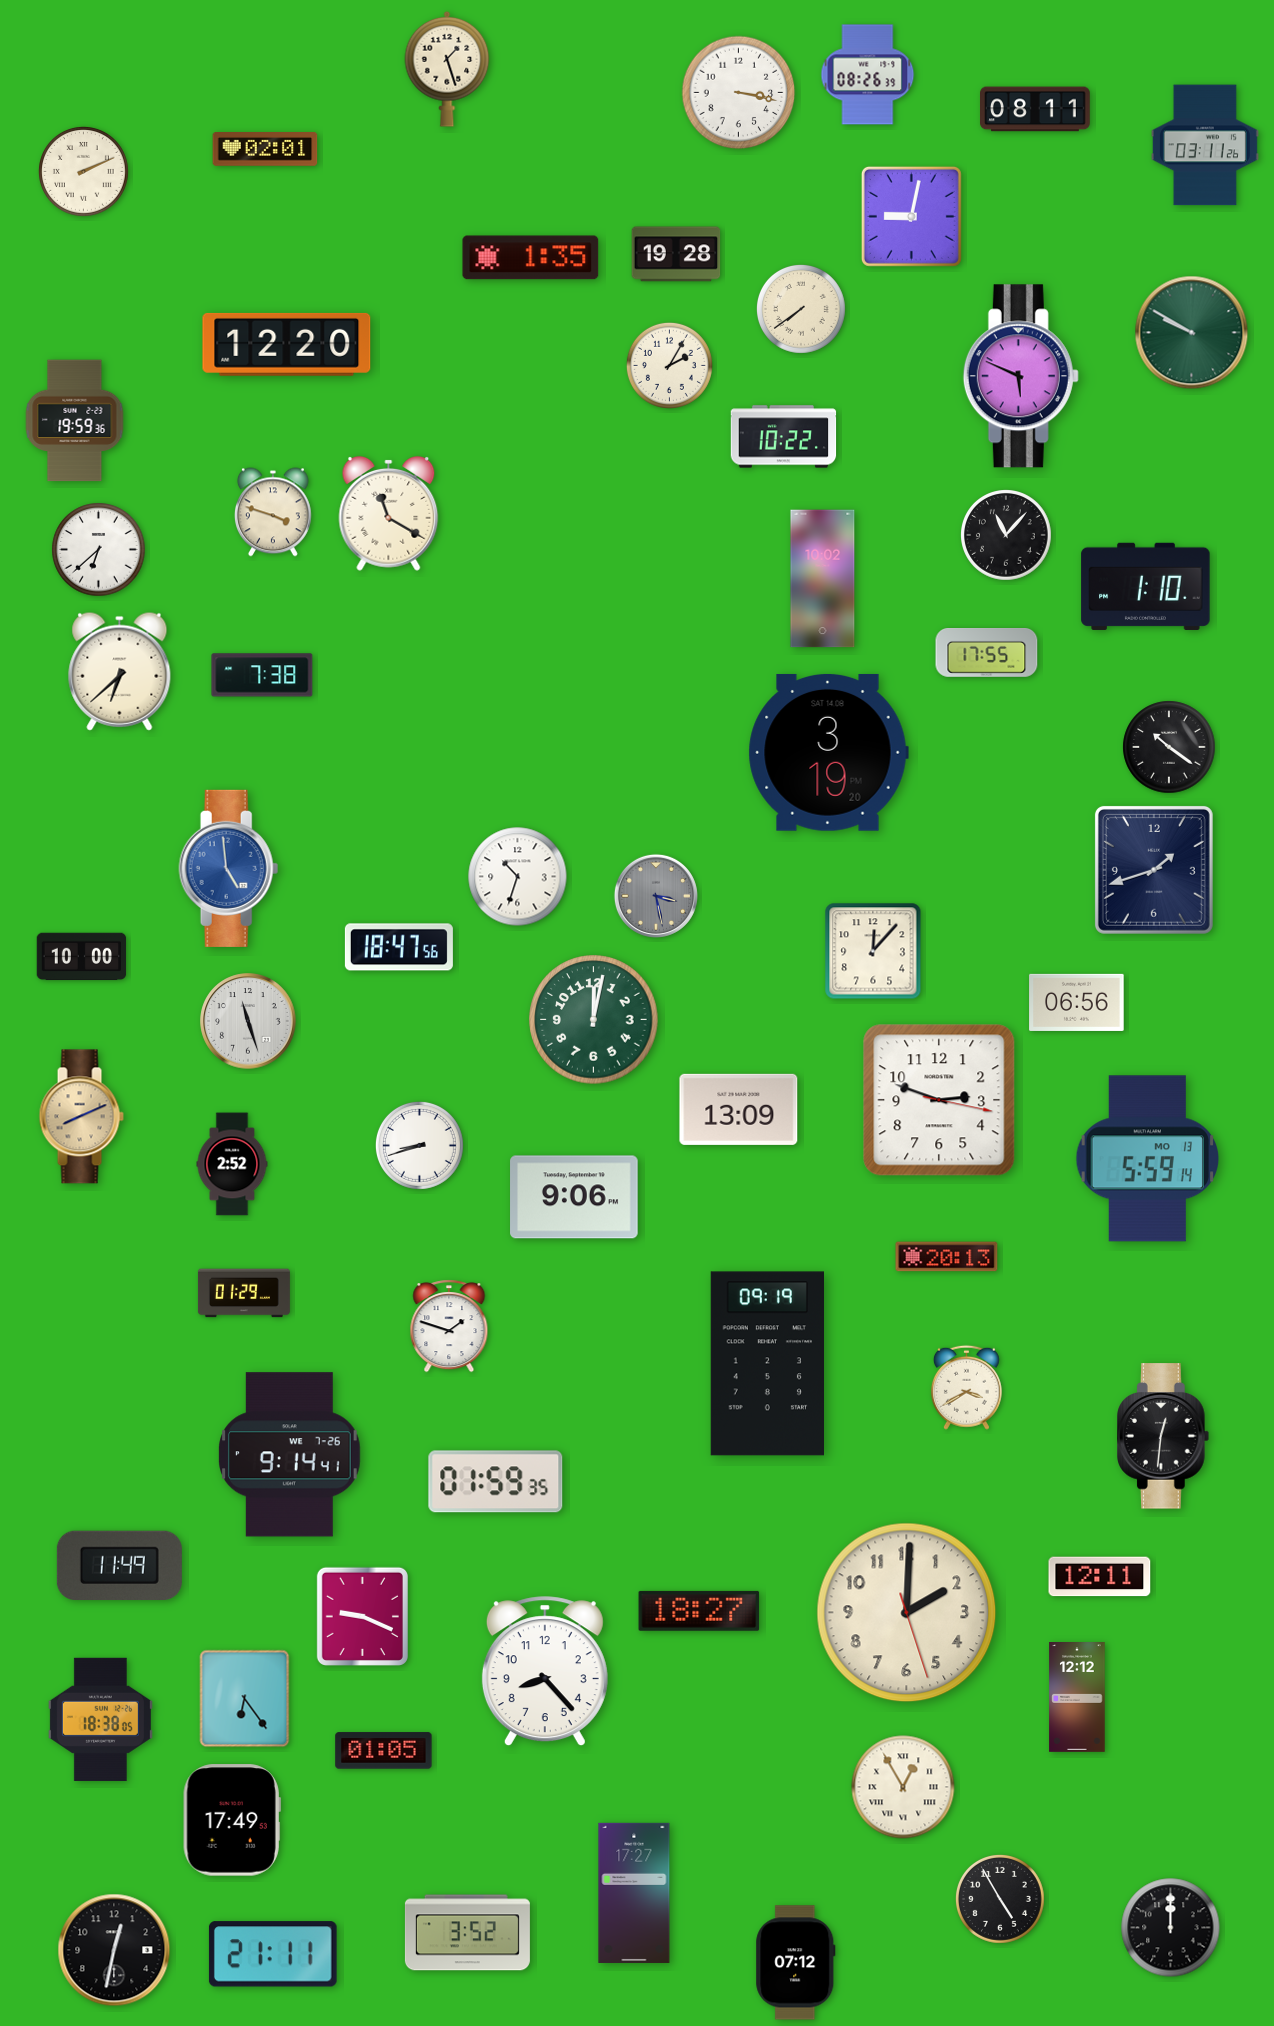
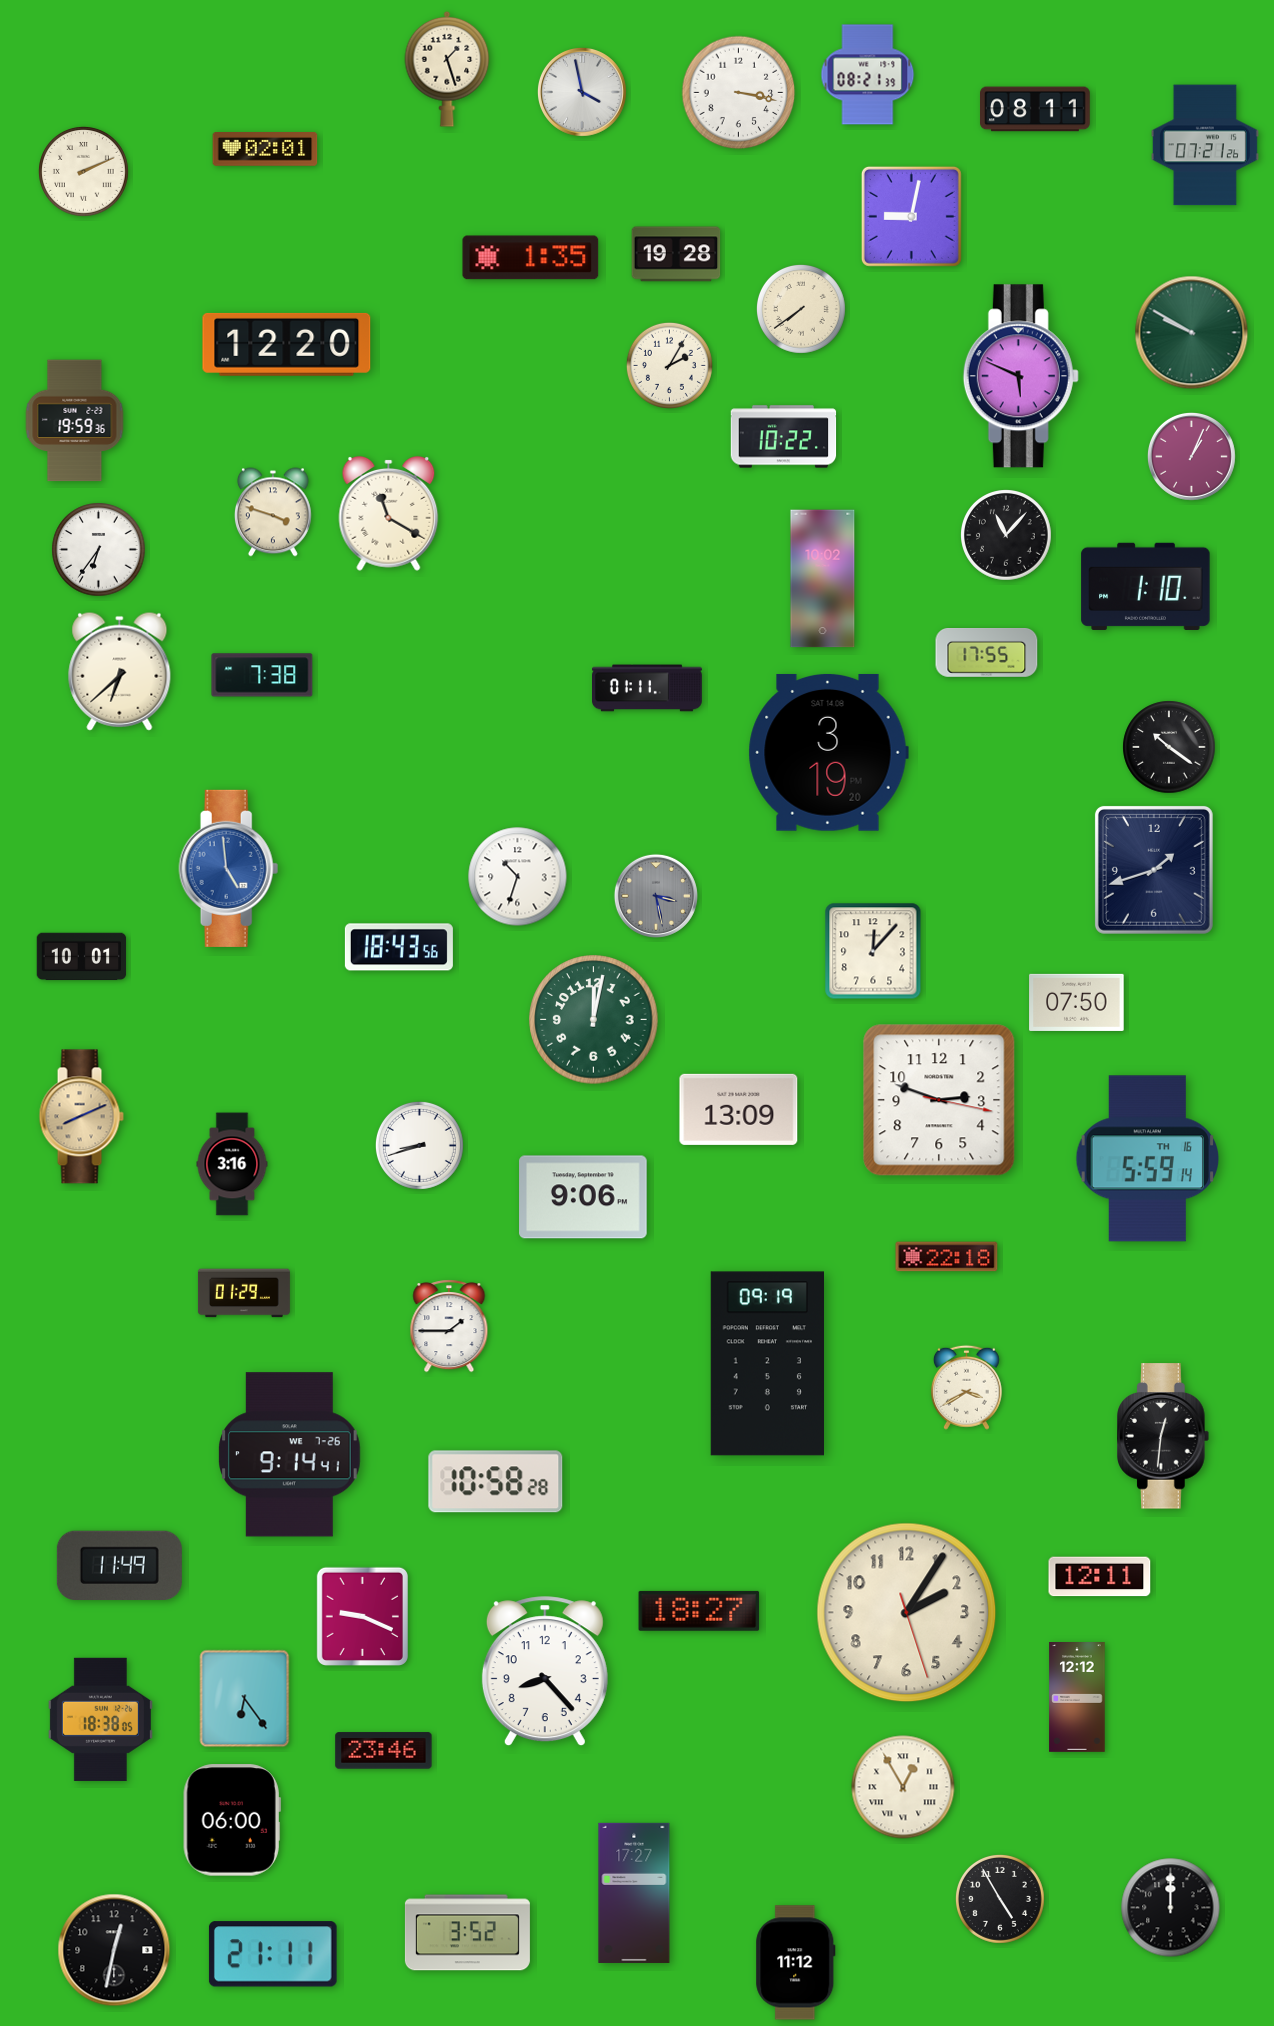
clock at (868, 75): 08:26 -> 08:21
clock at (582, 92): none -> 3:58
clock at (1205, 145): 03:11 -> 07:21
clock at (1191, 456): none -> 1:04
clock at (99, 550): 6:38 -> 6:36
clock at (648, 688): none -> 01:11
clock at (399, 947): 18:47 -> 18:43
clock at (82, 957): 10:00 -> 10:01
clock at (1077, 1002): 06:56 -> 07:50
clock at (248, 1021): 11:27 -> none
clock at (1148, 1159) date: MO 13 -> TH 16
clock at (232, 1164): 2:52 -> 3:16
clock at (574, 1197) position: (574, 1197) -> (583, 1197)
clock at (947, 1257): 20:13 -> 22:18
clock at (449, 1326): 1:48 -> 1:45
clock at (496, 1482): 01:59 -> 10:58
clock at (907, 1613): 2:00 -> 2:05
clock at (384, 1751): 01:05 -> 23:46
clock at (232, 1820): 17:49 -> 06:00
clock at (1171, 1928) position: (1171, 1928) -> (1171, 1908)
clock at (796, 1963): 07:12 -> 11:12
